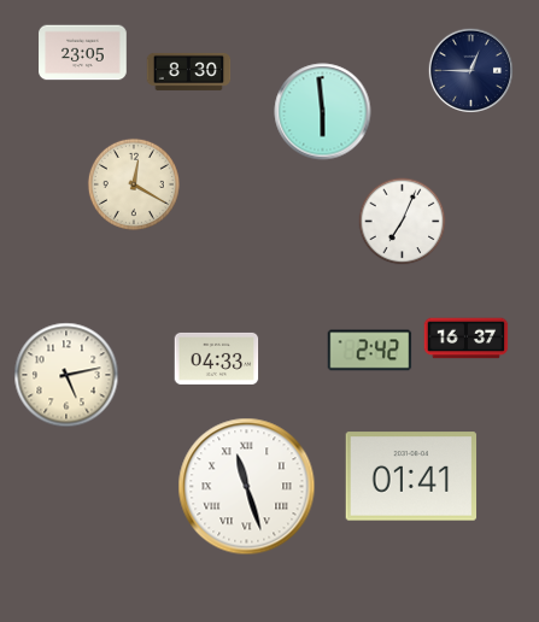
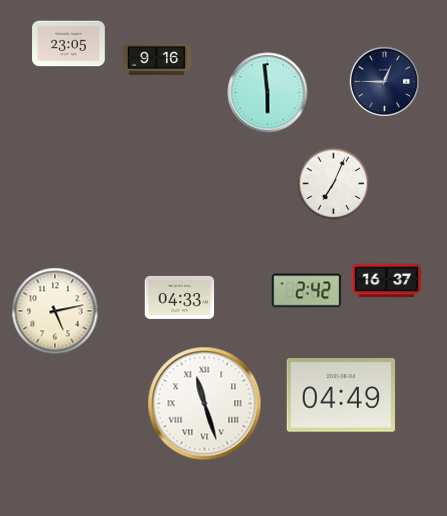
clock at (189, 71): 8:30 -> 9:16
clock at (471, 71) position: (471, 71) -> (385, 82)
clock at (134, 184): 12:20 -> none
clock at (411, 476): 01:41 -> 04:49
